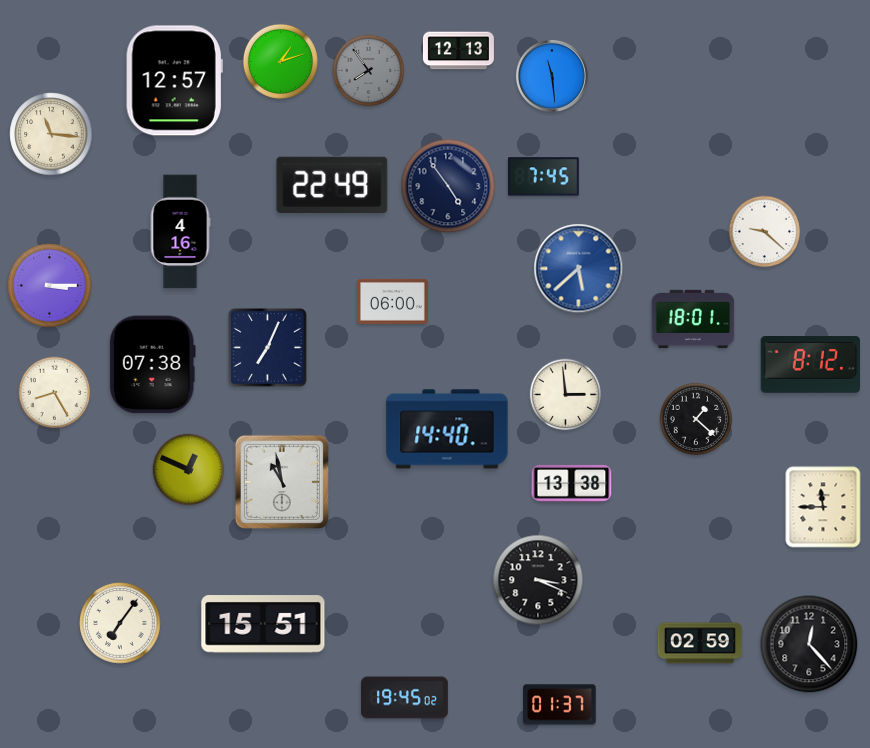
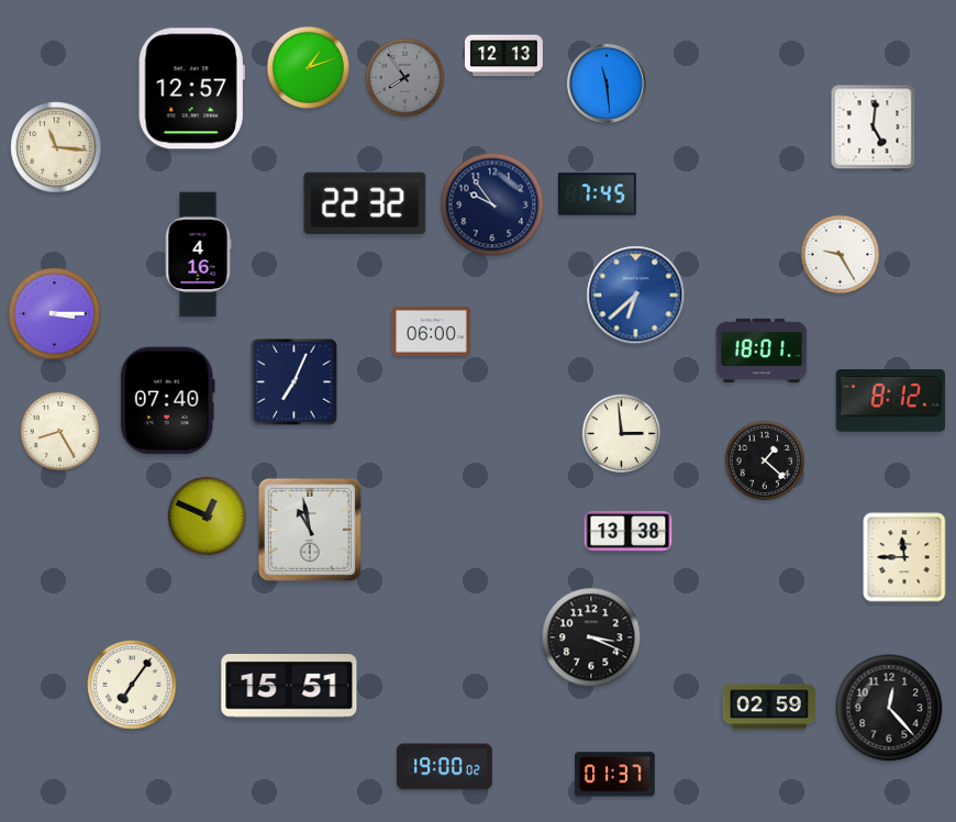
clock at (874, 127): none -> 5:01
clock at (332, 184): 22:49 -> 22:32
clock at (448, 186): 4:54 -> 9:54
clock at (765, 232): 9:22 -> 9:25
clock at (579, 269): 5:38 -> 6:38
clock at (152, 365): 07:38 -> 07:40
clock at (447, 429): 14:40 -> none
clock at (404, 698): 19:45 -> 19:00
